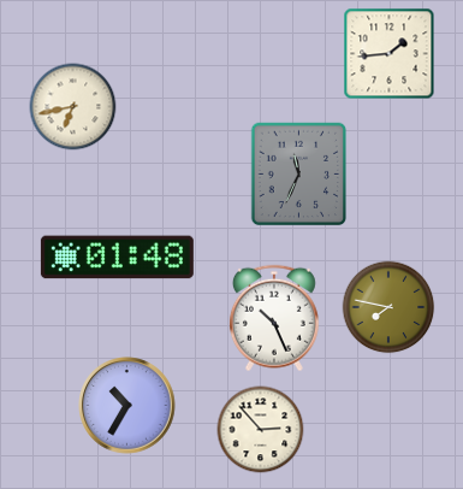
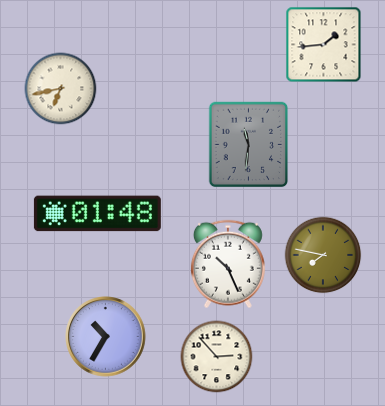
clock at (299, 175): 11:34 -> 11:31
